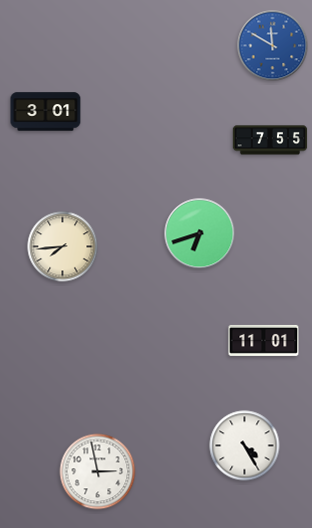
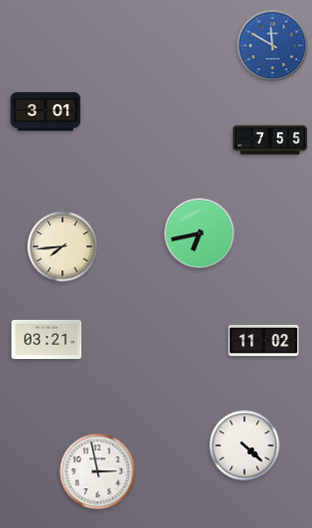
clock at (200, 234): 6:42 -> 6:43
clock at (47, 339): none -> 03:21
clock at (264, 340): 11:01 -> 11:02
clock at (245, 446): 4:25 -> 4:22
